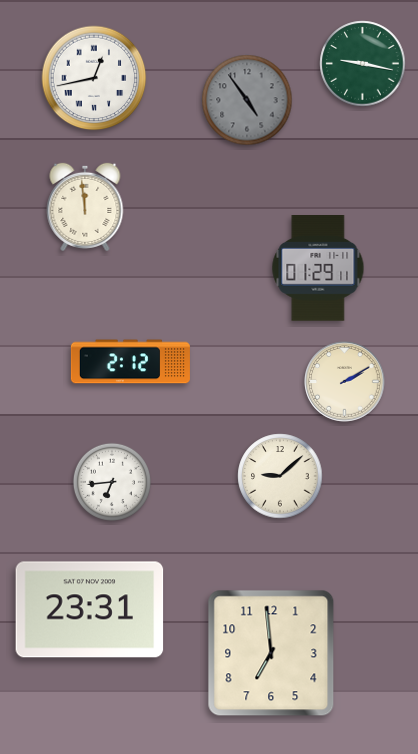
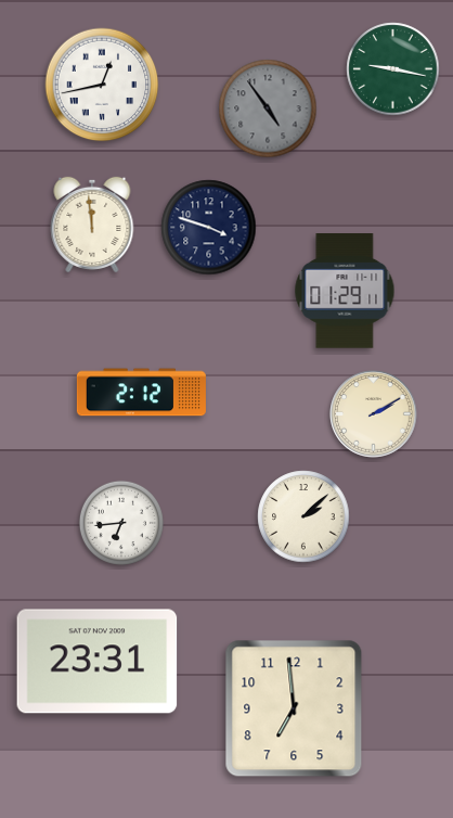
clock at (209, 228): none -> 3:48
clock at (280, 476): 9:08 -> 2:08
